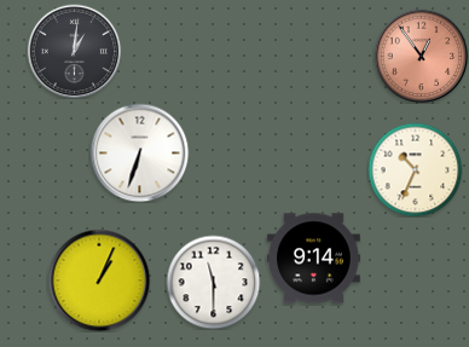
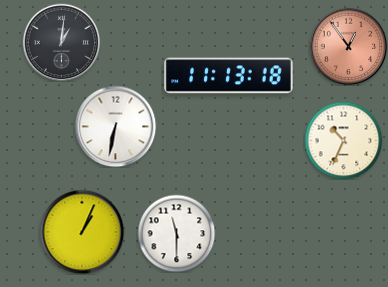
clock at (229, 76): none -> 11:13
clock at (139, 152): 6:33 -> 6:32
clock at (314, 259): 9:14 -> none
